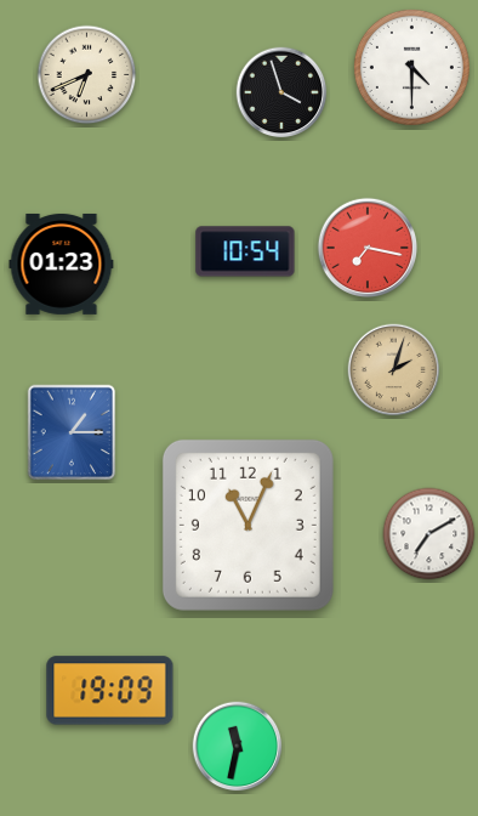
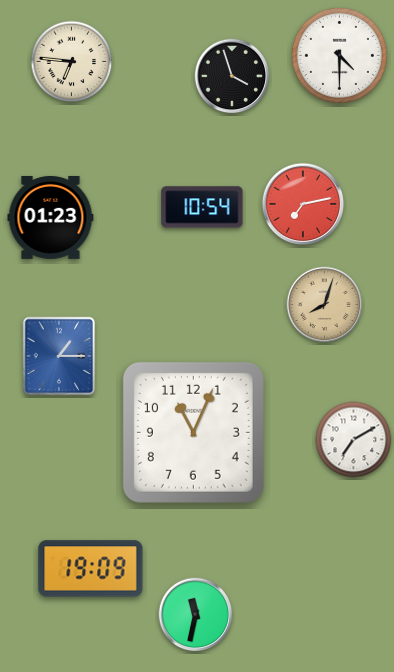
clock at (87, 75): 6:41 -> 6:46
clock at (368, 248): 7:17 -> 7:13
clock at (394, 370): 2:03 -> 8:03
clock at (247, 525) position: (247, 525) -> (193, 432)
